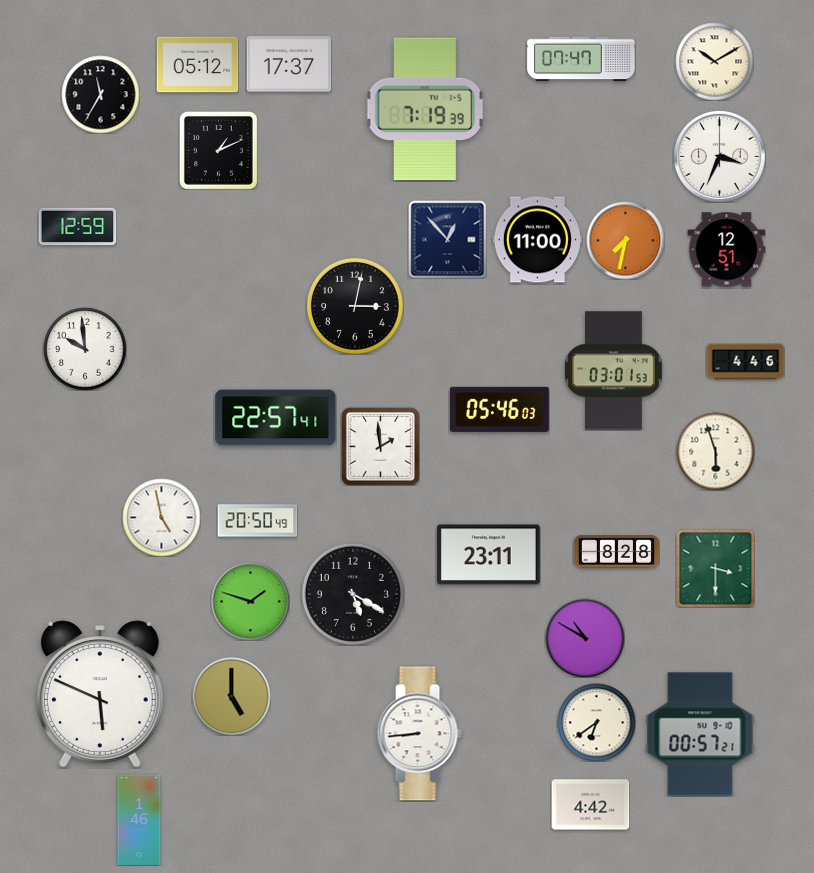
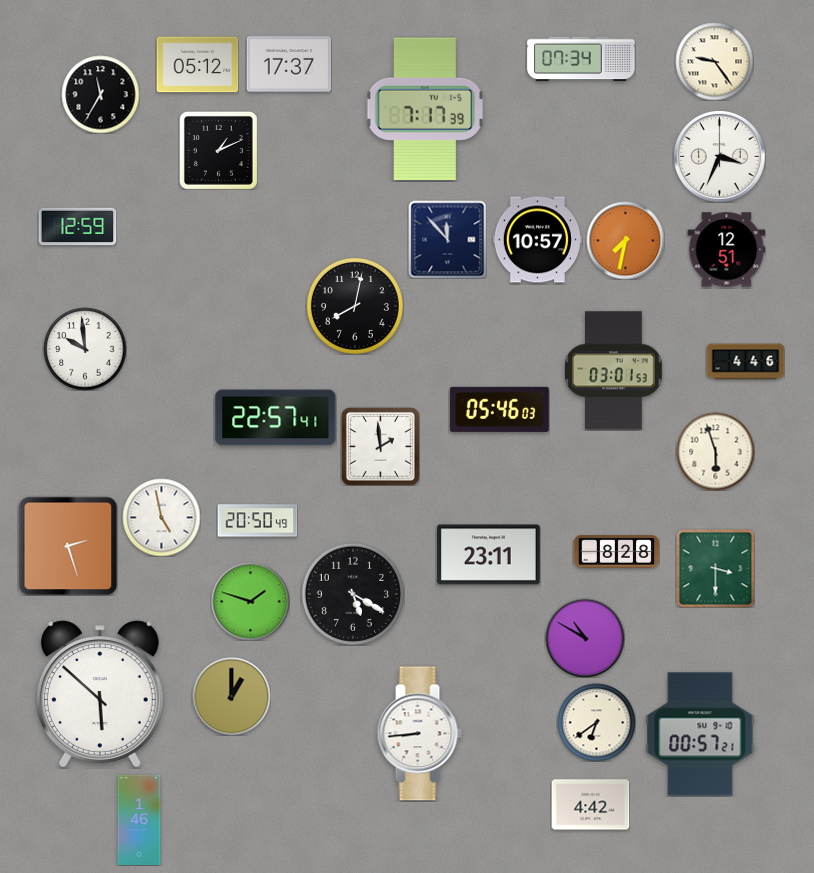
clock at (581, 59): 07:47 -> 07:34
clock at (714, 61): 10:10 -> 9:24
clock at (425, 109): 7:19 -> 7:17
clock at (447, 239): 12:53 -> 11:53
clock at (537, 240): 11:00 -> 10:57
clock at (355, 306): 3:02 -> 8:02
clock at (68, 546): none -> 2:27
clock at (100, 694): 5:49 -> 5:52
clock at (231, 696): 5:00 -> 1:00
